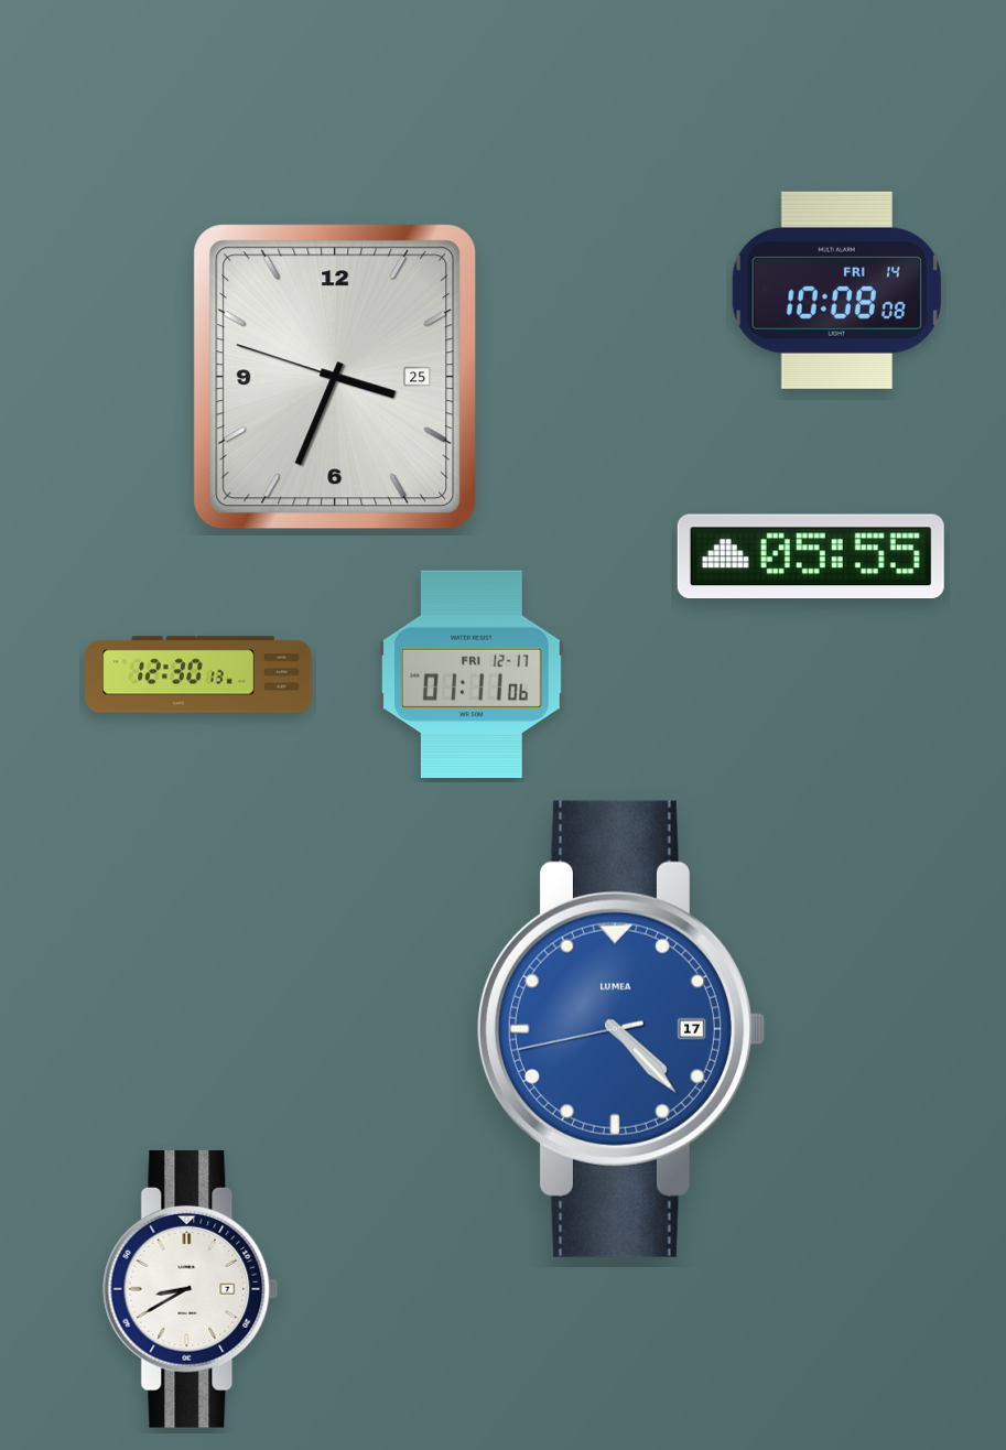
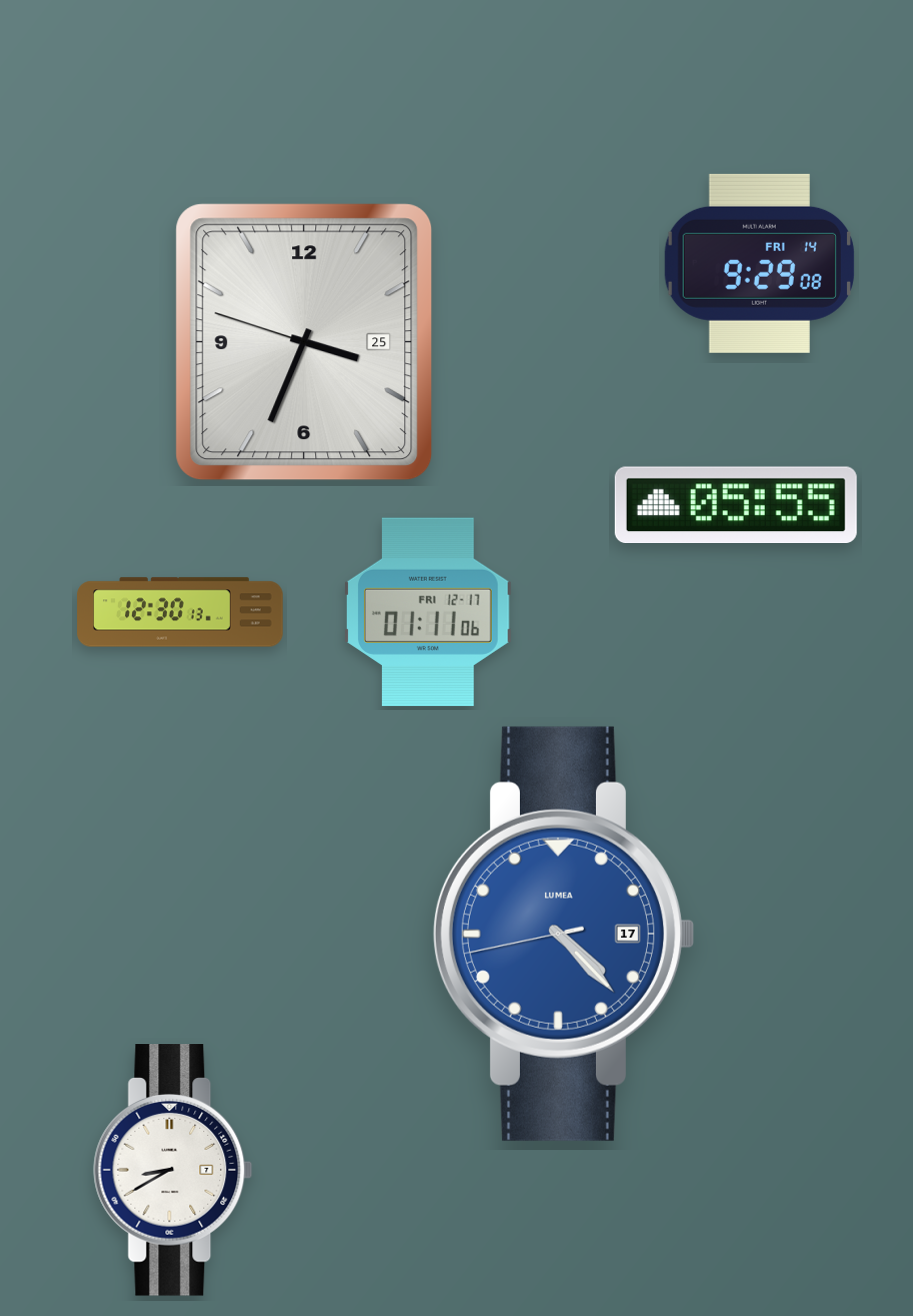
clock at (836, 290): 10:08 -> 9:29
